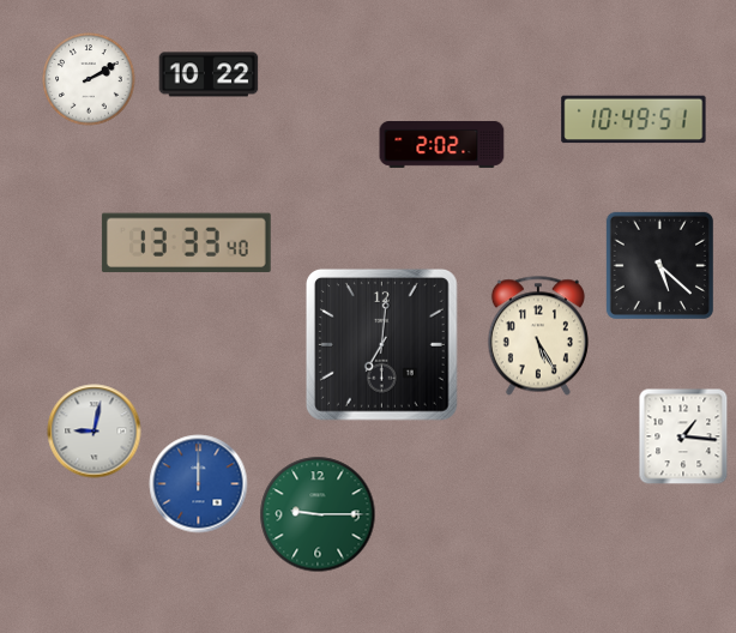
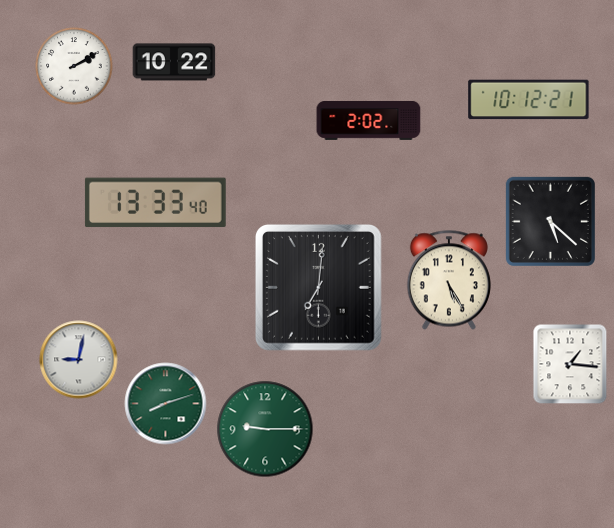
clock at (634, 120): 10:49 -> 10:12
clock at (199, 484): 12:00 -> 8:12
clock at (199, 484) dial: blue -> green
